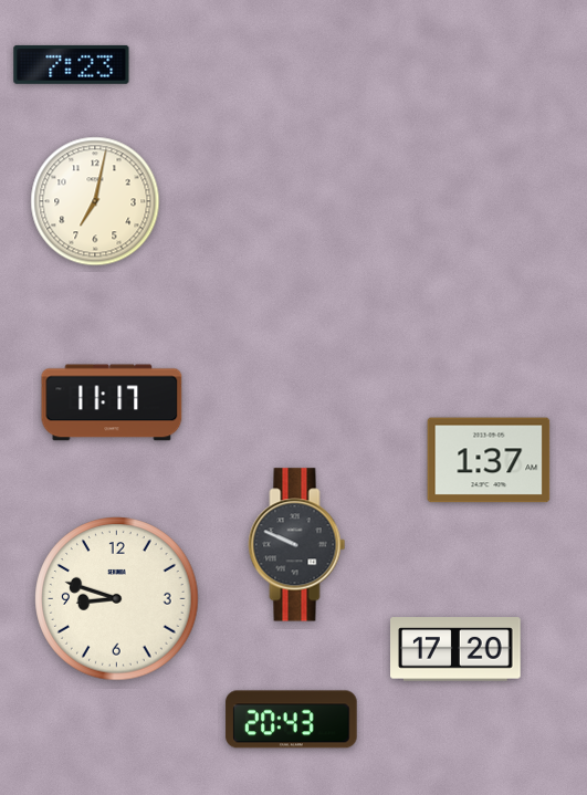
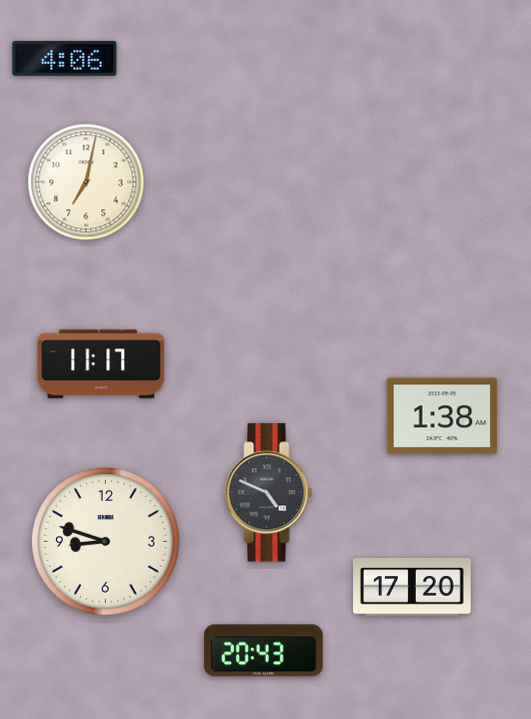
clock at (72, 64): 7:23 -> 4:06
clock at (489, 460): 1:37 -> 1:38
clock at (297, 545): 9:49 -> 4:49
